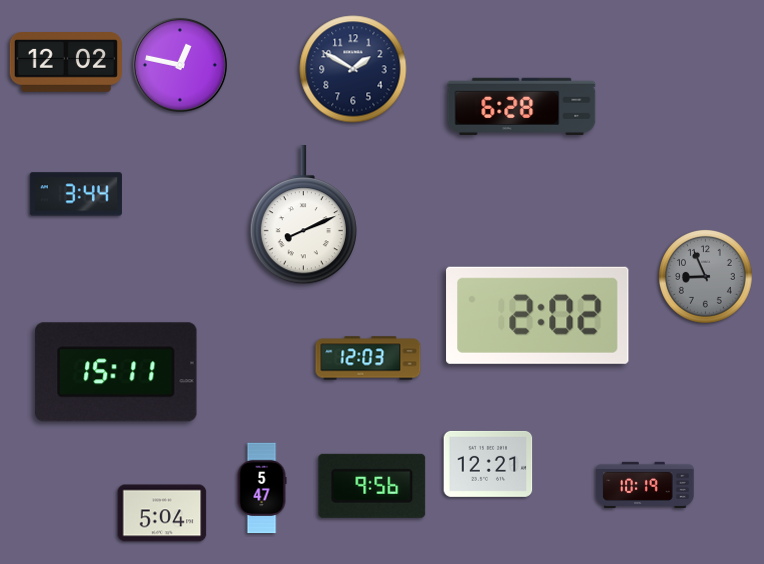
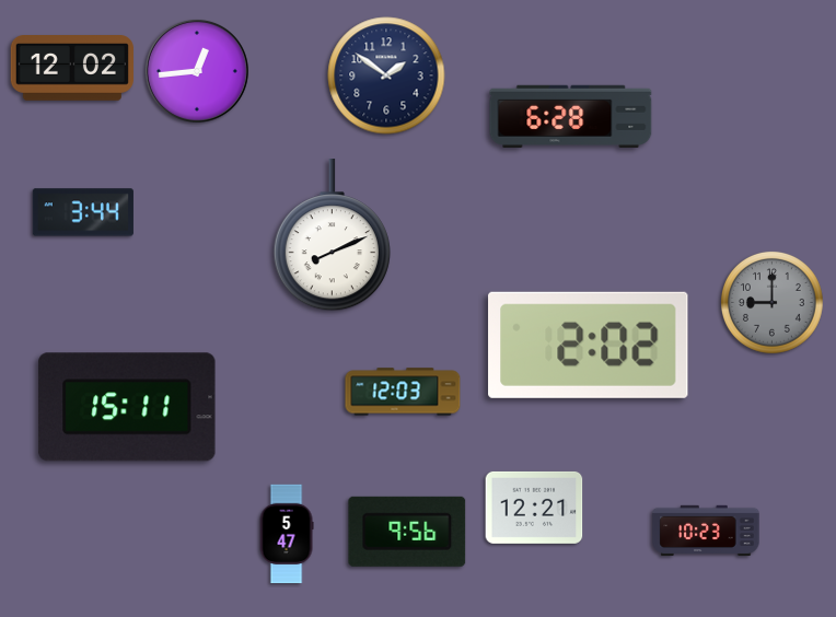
clock at (180, 65): 12:47 -> 12:44
clock at (353, 69): 1:50 -> 1:51
clock at (706, 277): 8:56 -> 9:00
clock at (645, 484): 10:19 -> 10:23
clock at (162, 513): 5:04 -> none
